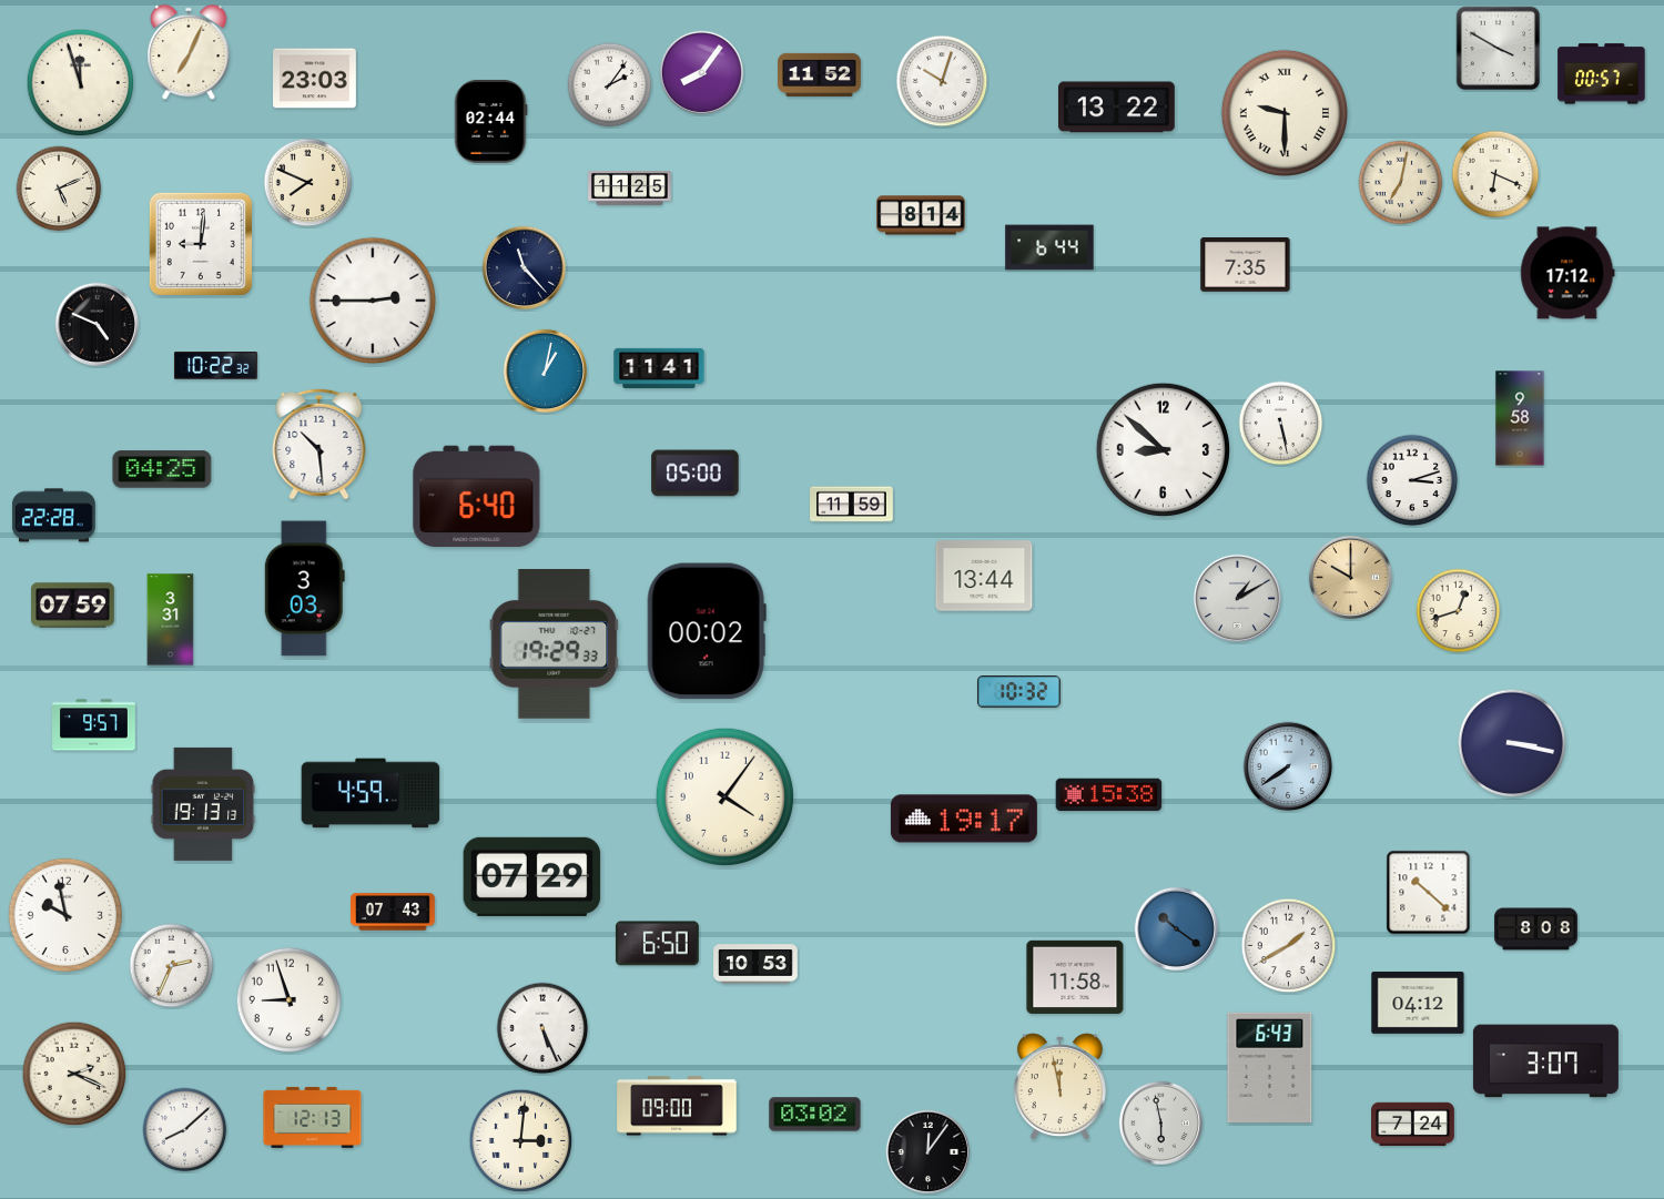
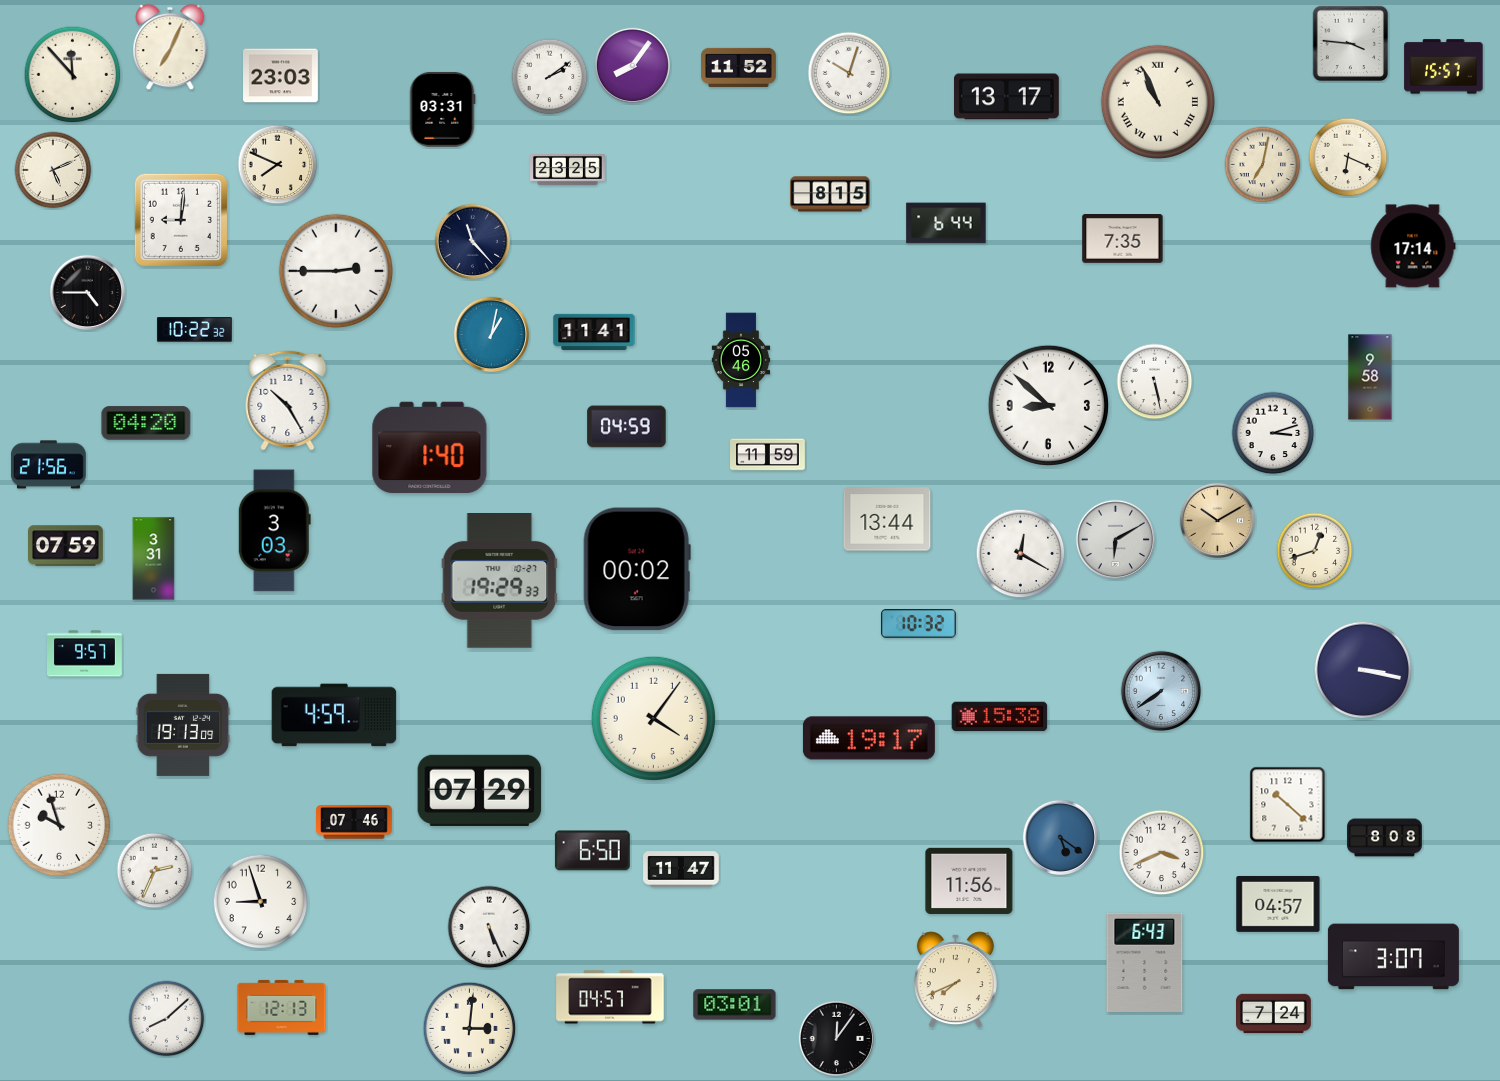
clock at (1499, 49): 3:50 -> 3:46
clock at (1602, 74): 00:57 -> 15:57
clock at (315, 79) position: (315, 79) -> (281, 76)
clock at (81, 83): 11:57 -> 11:53
clock at (610, 85): 2:06 -> 2:09
clock at (1117, 108): 13:22 -> 13:17
clock at (1283, 112): 9:30 -> 10:56
clock at (491, 121): 02:44 -> 03:31
clock at (630, 189): 11:25 -> 23:25
clock at (921, 215): 8:14 -> 8:15
clock at (1567, 273): 17:12 -> 17:14
clock at (97, 324): 4:49 -> 4:45
clock at (741, 360): none -> 05:46
clock at (319, 444): 10:29 -> 10:25
clock at (162, 469): 04:25 -> 04:20
clock at (696, 474): 05:00 -> 04:59
clock at (477, 497): 6:40 -> 1:40
clock at (54, 516): 22:28 -> 21:56
clock at (1350, 577): 10:00 -> 10:10
clock at (1238, 599): 1:10 -> 6:10
clock at (1021, 554): none -> 12:20
clock at (203, 804): 19:13:13 -> 19:13:09
clock at (393, 912): 07:43 -> 07:46
clock at (65, 915): 9:58 -> 9:57
clock at (1176, 928): 10:21 -> 5:21
clock at (1289, 946): 1:40 -> 3:41
clock at (755, 964): 10:53 -> 11:47
clock at (1075, 977): 11:58 -> 11:56
clock at (1418, 1003): 04:12 -> 04:57
clock at (74, 1074): 2:19 -> none
clock at (1059, 1087): 11:58 -> 7:41
clock at (677, 1106): 09:00 -> 04:57
clock at (815, 1115): 03:02 -> 03:01
clock at (1160, 1122): 5:58 -> none
